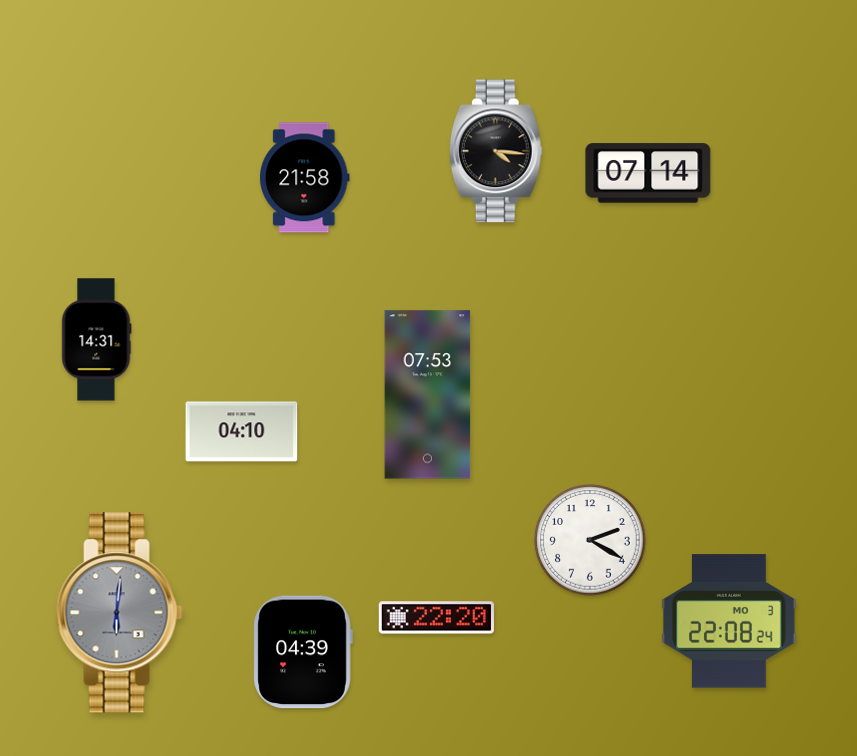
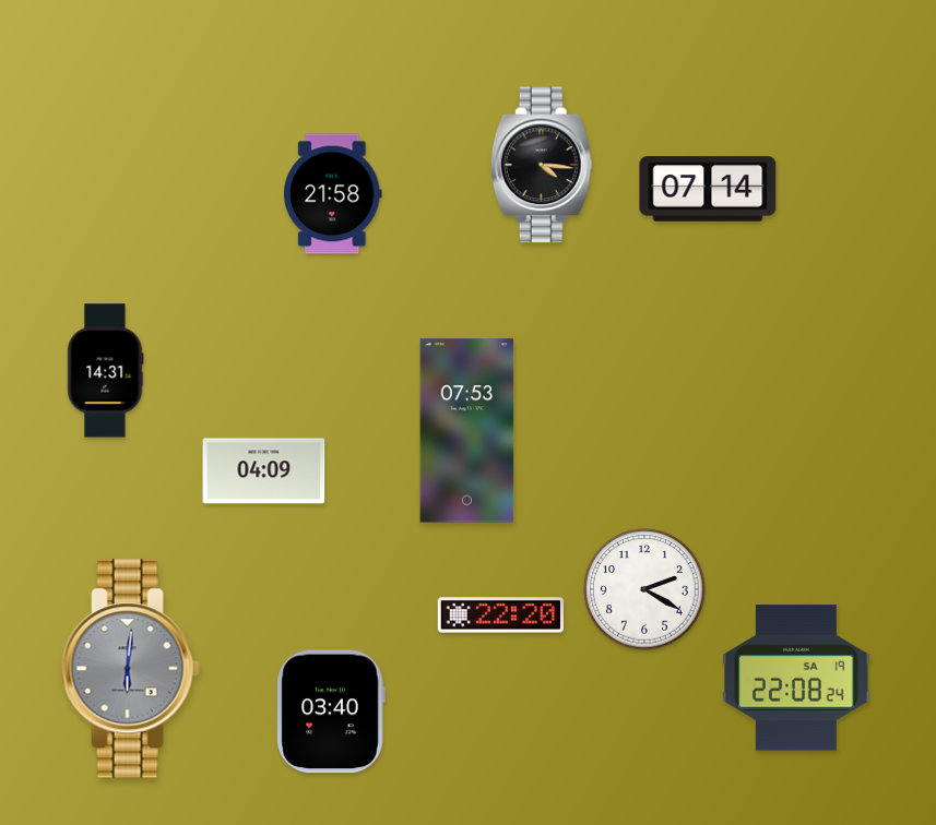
clock at (242, 432): 04:10 -> 04:09
clock at (436, 618) position: (436, 618) -> (500, 615)
clock at (729, 621) date: MO 3 -> SA 19
clock at (303, 652): 04:39 -> 03:40
